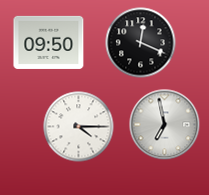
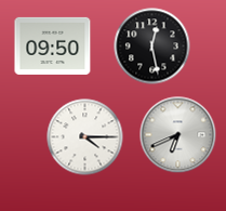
clock at (141, 43): 12:19 -> 12:28
clock at (165, 125): 6:58 -> 6:41
